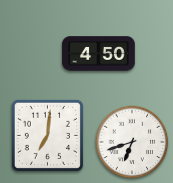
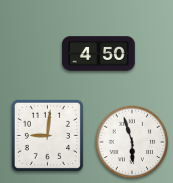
clock at (47, 135): 7:01 -> 9:01
clock at (132, 142): 6:42 -> 5:57
